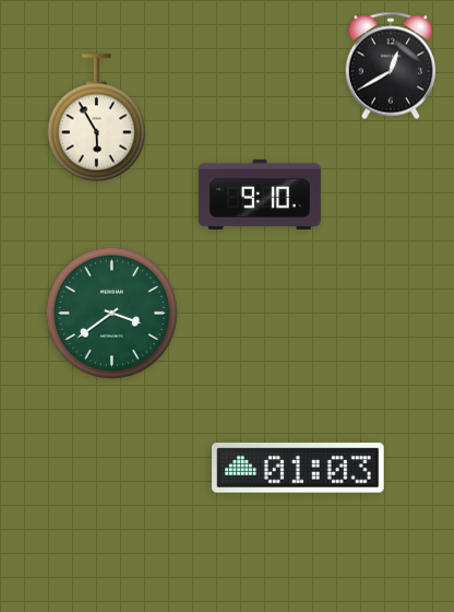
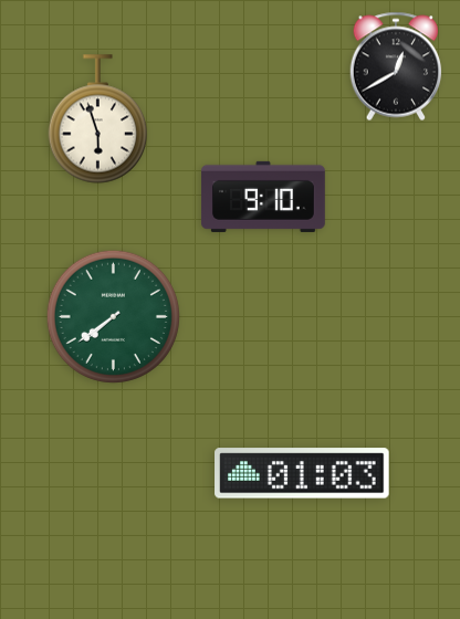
clock at (97, 118): 5:55 -> 5:57
clock at (111, 313): 3:39 -> 7:39
